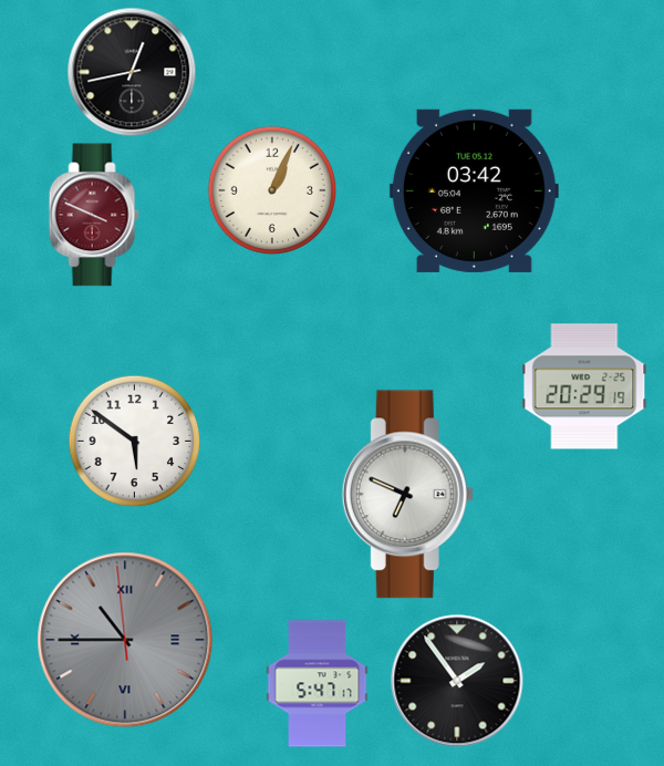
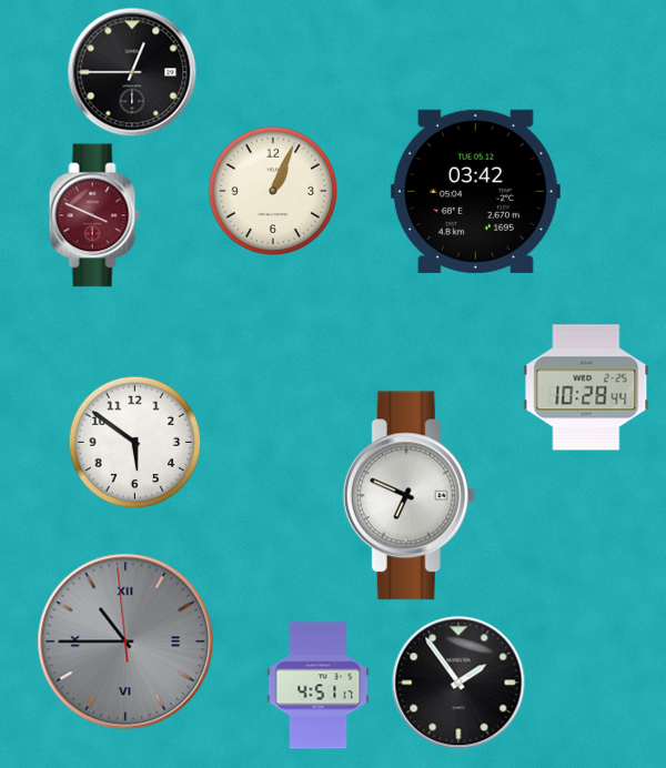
clock at (132, 72): 12:43 -> 12:45
clock at (584, 386): 20:29 -> 10:28
clock at (318, 684): 5:47 -> 4:51
